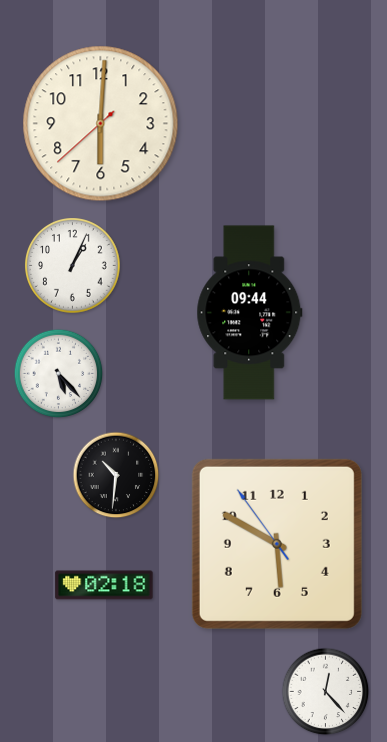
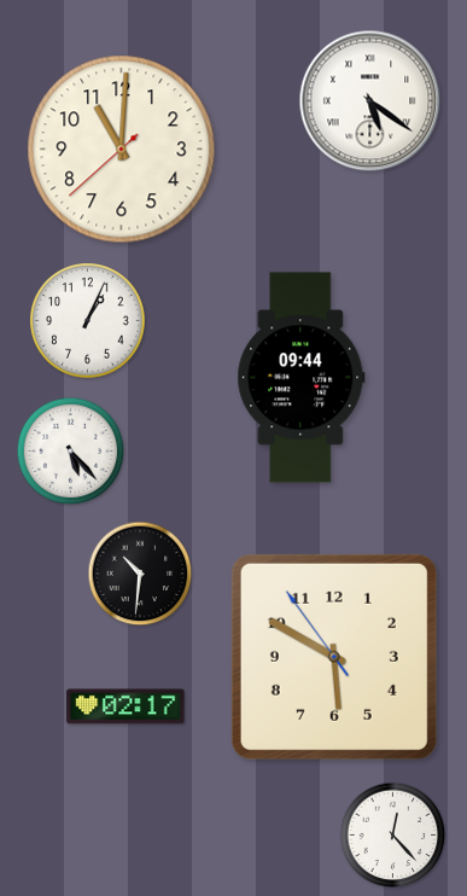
clock at (370, 101): none -> 5:21
clock at (101, 124): 6:00 -> 11:00
clock at (104, 585): 02:18 -> 02:17
